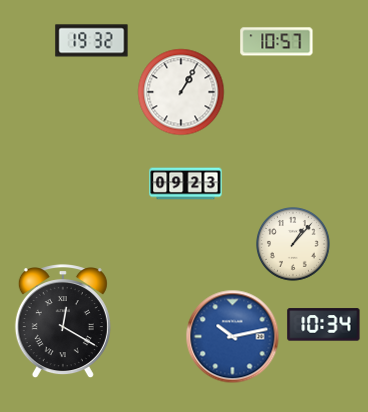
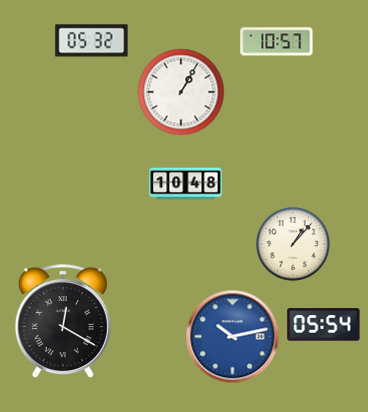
clock at (92, 41): 19:32 -> 05:32
clock at (186, 184): 09:23 -> 10:48
clock at (324, 325): 10:34 -> 05:54
